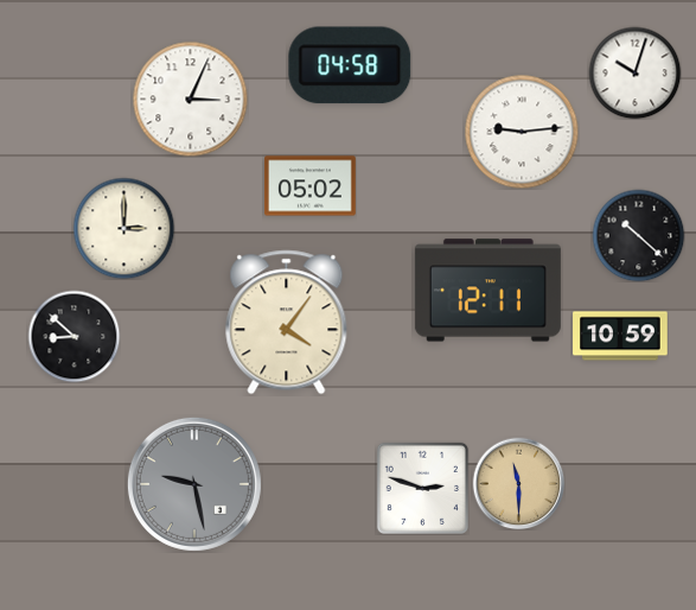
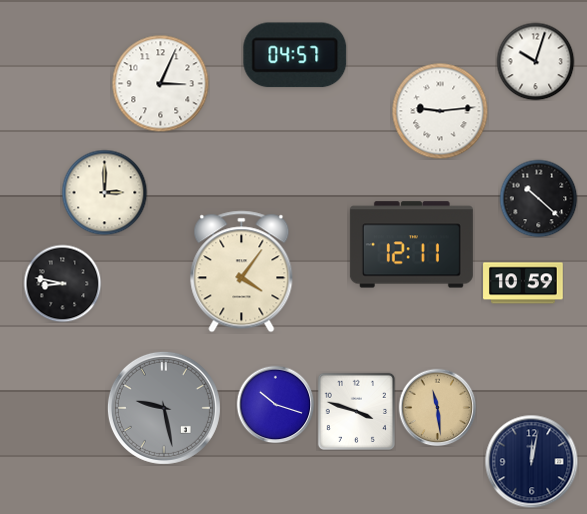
clock at (350, 65): 04:58 -> 04:57
clock at (309, 186): 05:02 -> none
clock at (74, 336): 8:52 -> 8:47
clock at (275, 404): none -> 10:18
clock at (518, 483): 11:30 -> 11:29
clock at (422, 488): 2:48 -> 3:48
clock at (531, 461): none -> 12:02
